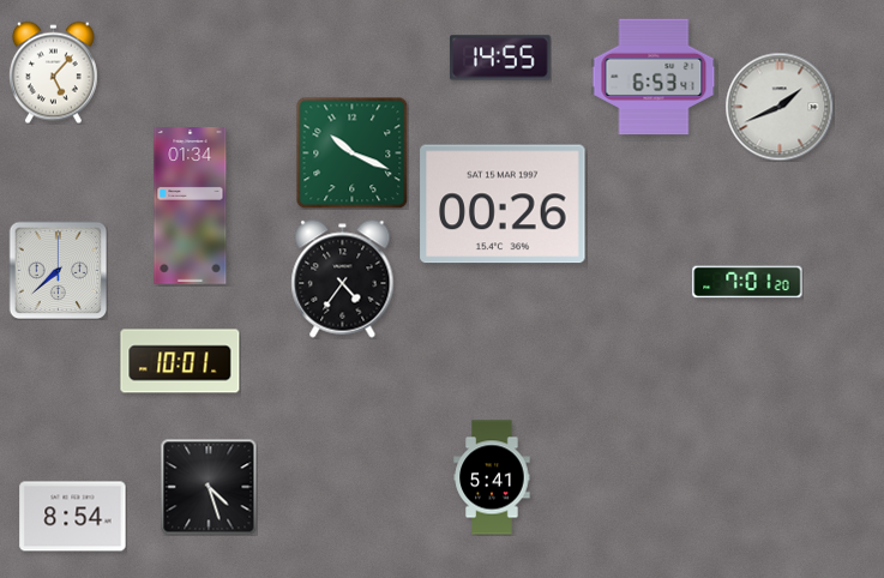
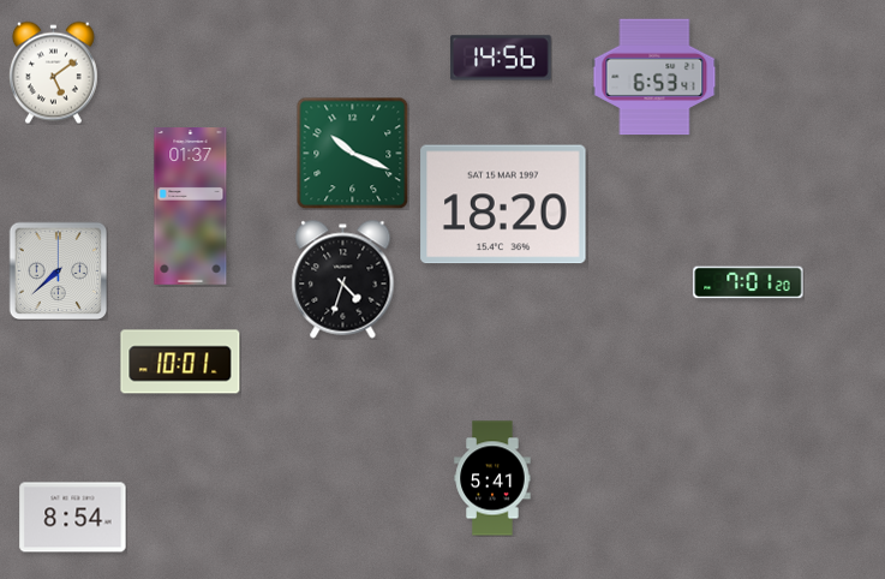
clock at (500, 58): 14:55 -> 14:56
clock at (53, 72): 5:07 -> 5:09
clock at (780, 107): 1:41 -> none
clock at (503, 204): 00:26 -> 18:20
clock at (191, 206): 01:34 -> 01:37
clock at (343, 279): 4:36 -> 4:33
clock at (209, 487): 4:27 -> none
